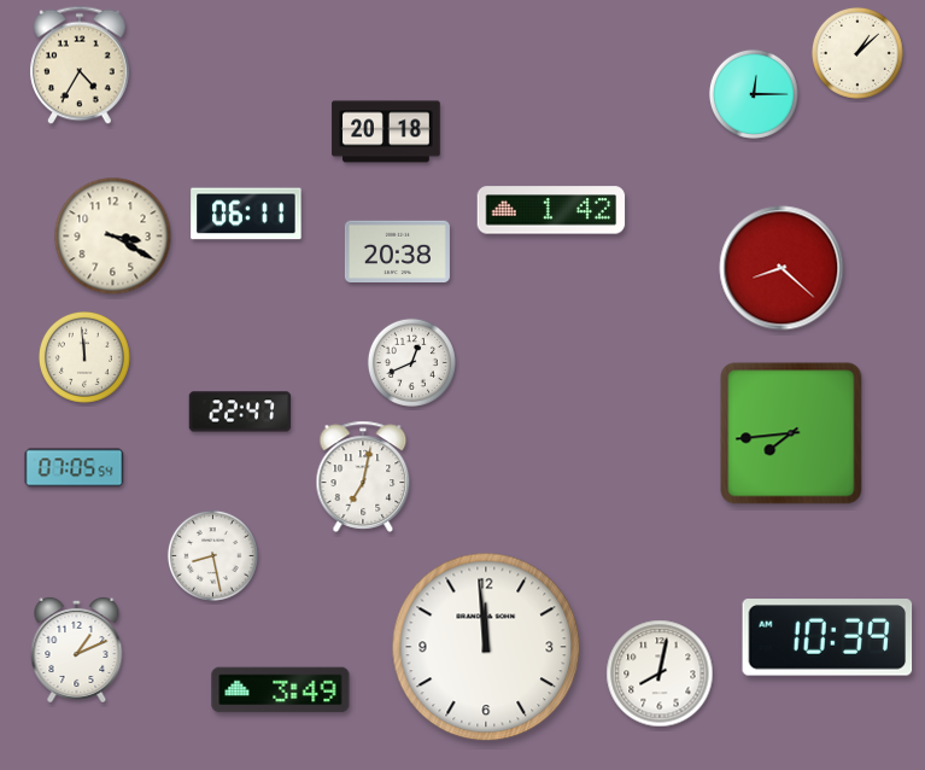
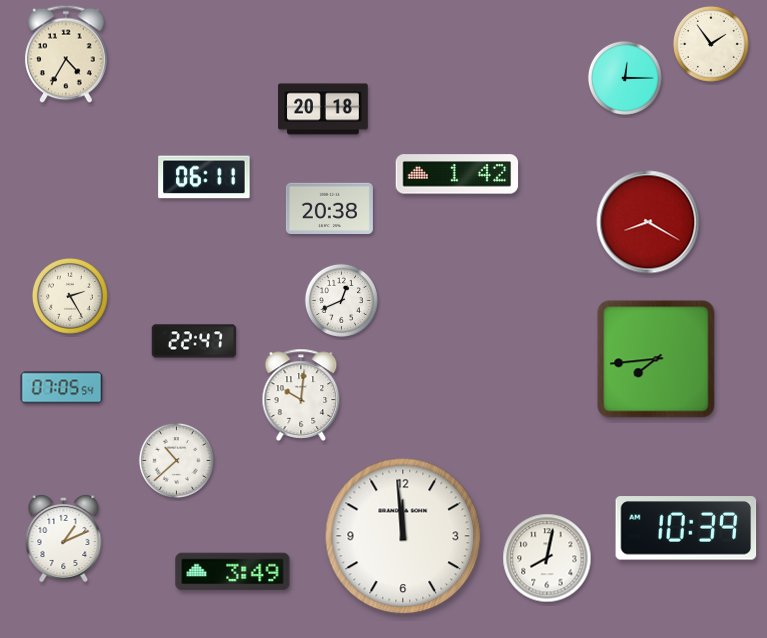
clock at (857, 53): 1:08 -> 1:54
clock at (386, 132) position: (386, 132) -> (323, 109)
clock at (113, 237): 3:20 -> none
clock at (781, 268): 8:22 -> 8:20
clock at (84, 357): 11:59 -> 2:25
clock at (240, 412) position: (240, 412) -> (194, 341)
clock at (363, 477): 7:02 -> 10:01
clock at (212, 555): 8:28 -> 10:38
